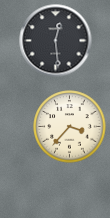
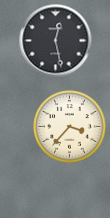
clock at (56, 41): 12:29 -> 12:28
